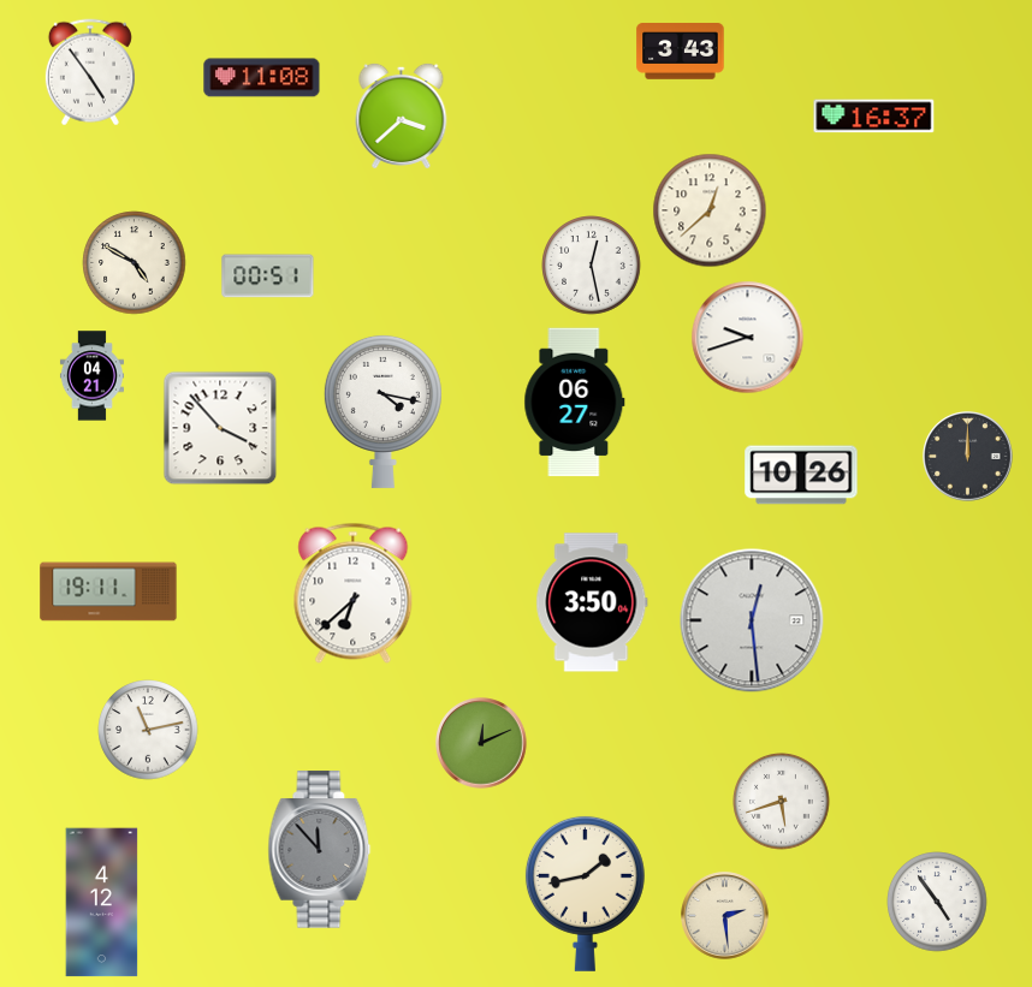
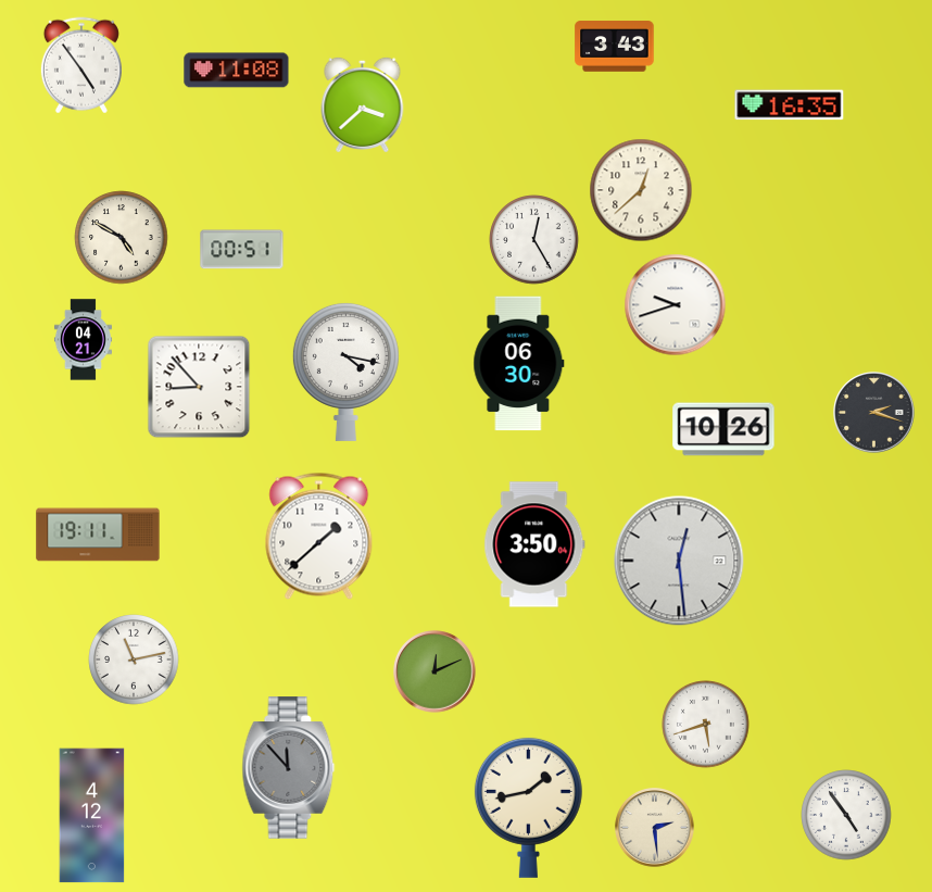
clock at (874, 117): 16:37 -> 16:35
clock at (592, 266): 12:28 -> 12:25
clock at (575, 403): 06:27 -> 06:30
clock at (220, 428): 3:53 -> 8:53
clock at (968, 457): 12:00 -> 2:18
clock at (354, 593): 6:38 -> 1:38
